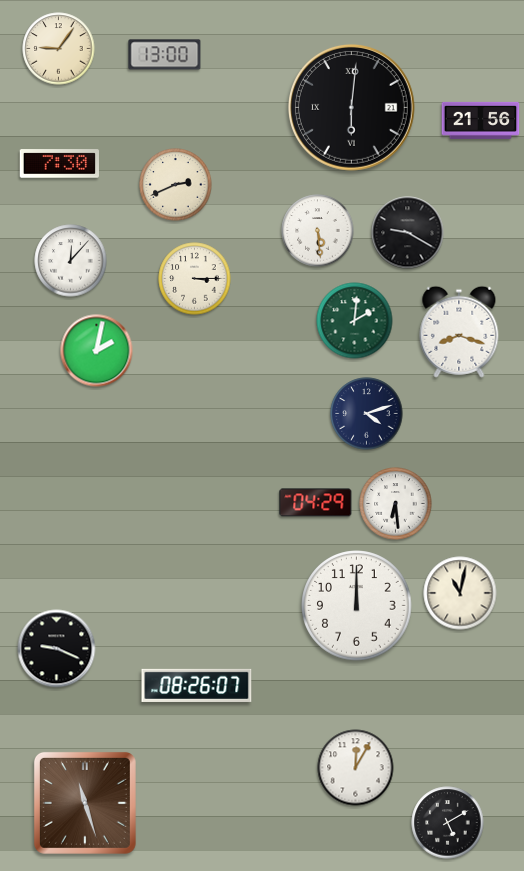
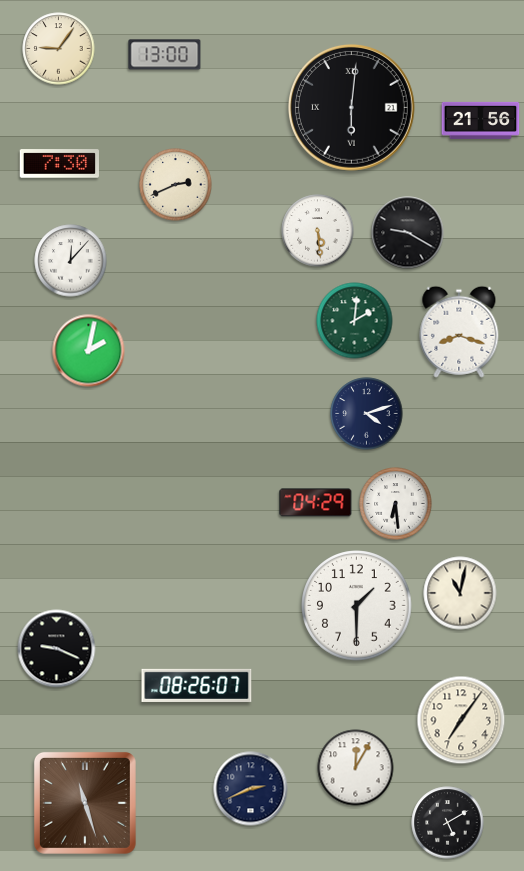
clock at (195, 279): 3:15 -> none
clock at (97, 351) position: (97, 351) -> (89, 351)
clock at (357, 606): 12:00 -> 1:30
clock at (461, 720): none -> 7:06
clock at (251, 789): none -> 2:41
